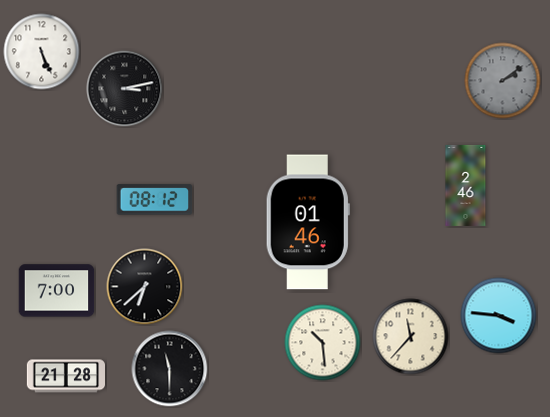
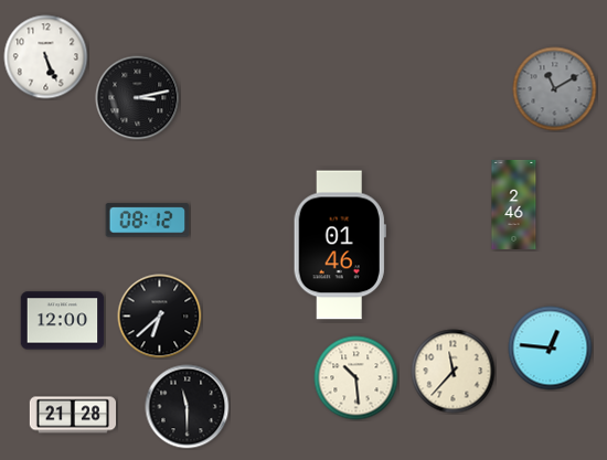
clock at (503, 81): 2:09 -> 11:10
clock at (155, 200) position: (155, 200) -> (148, 221)
clock at (57, 291): 7:00 -> 12:00
clock at (499, 316): 3:46 -> 12:46
